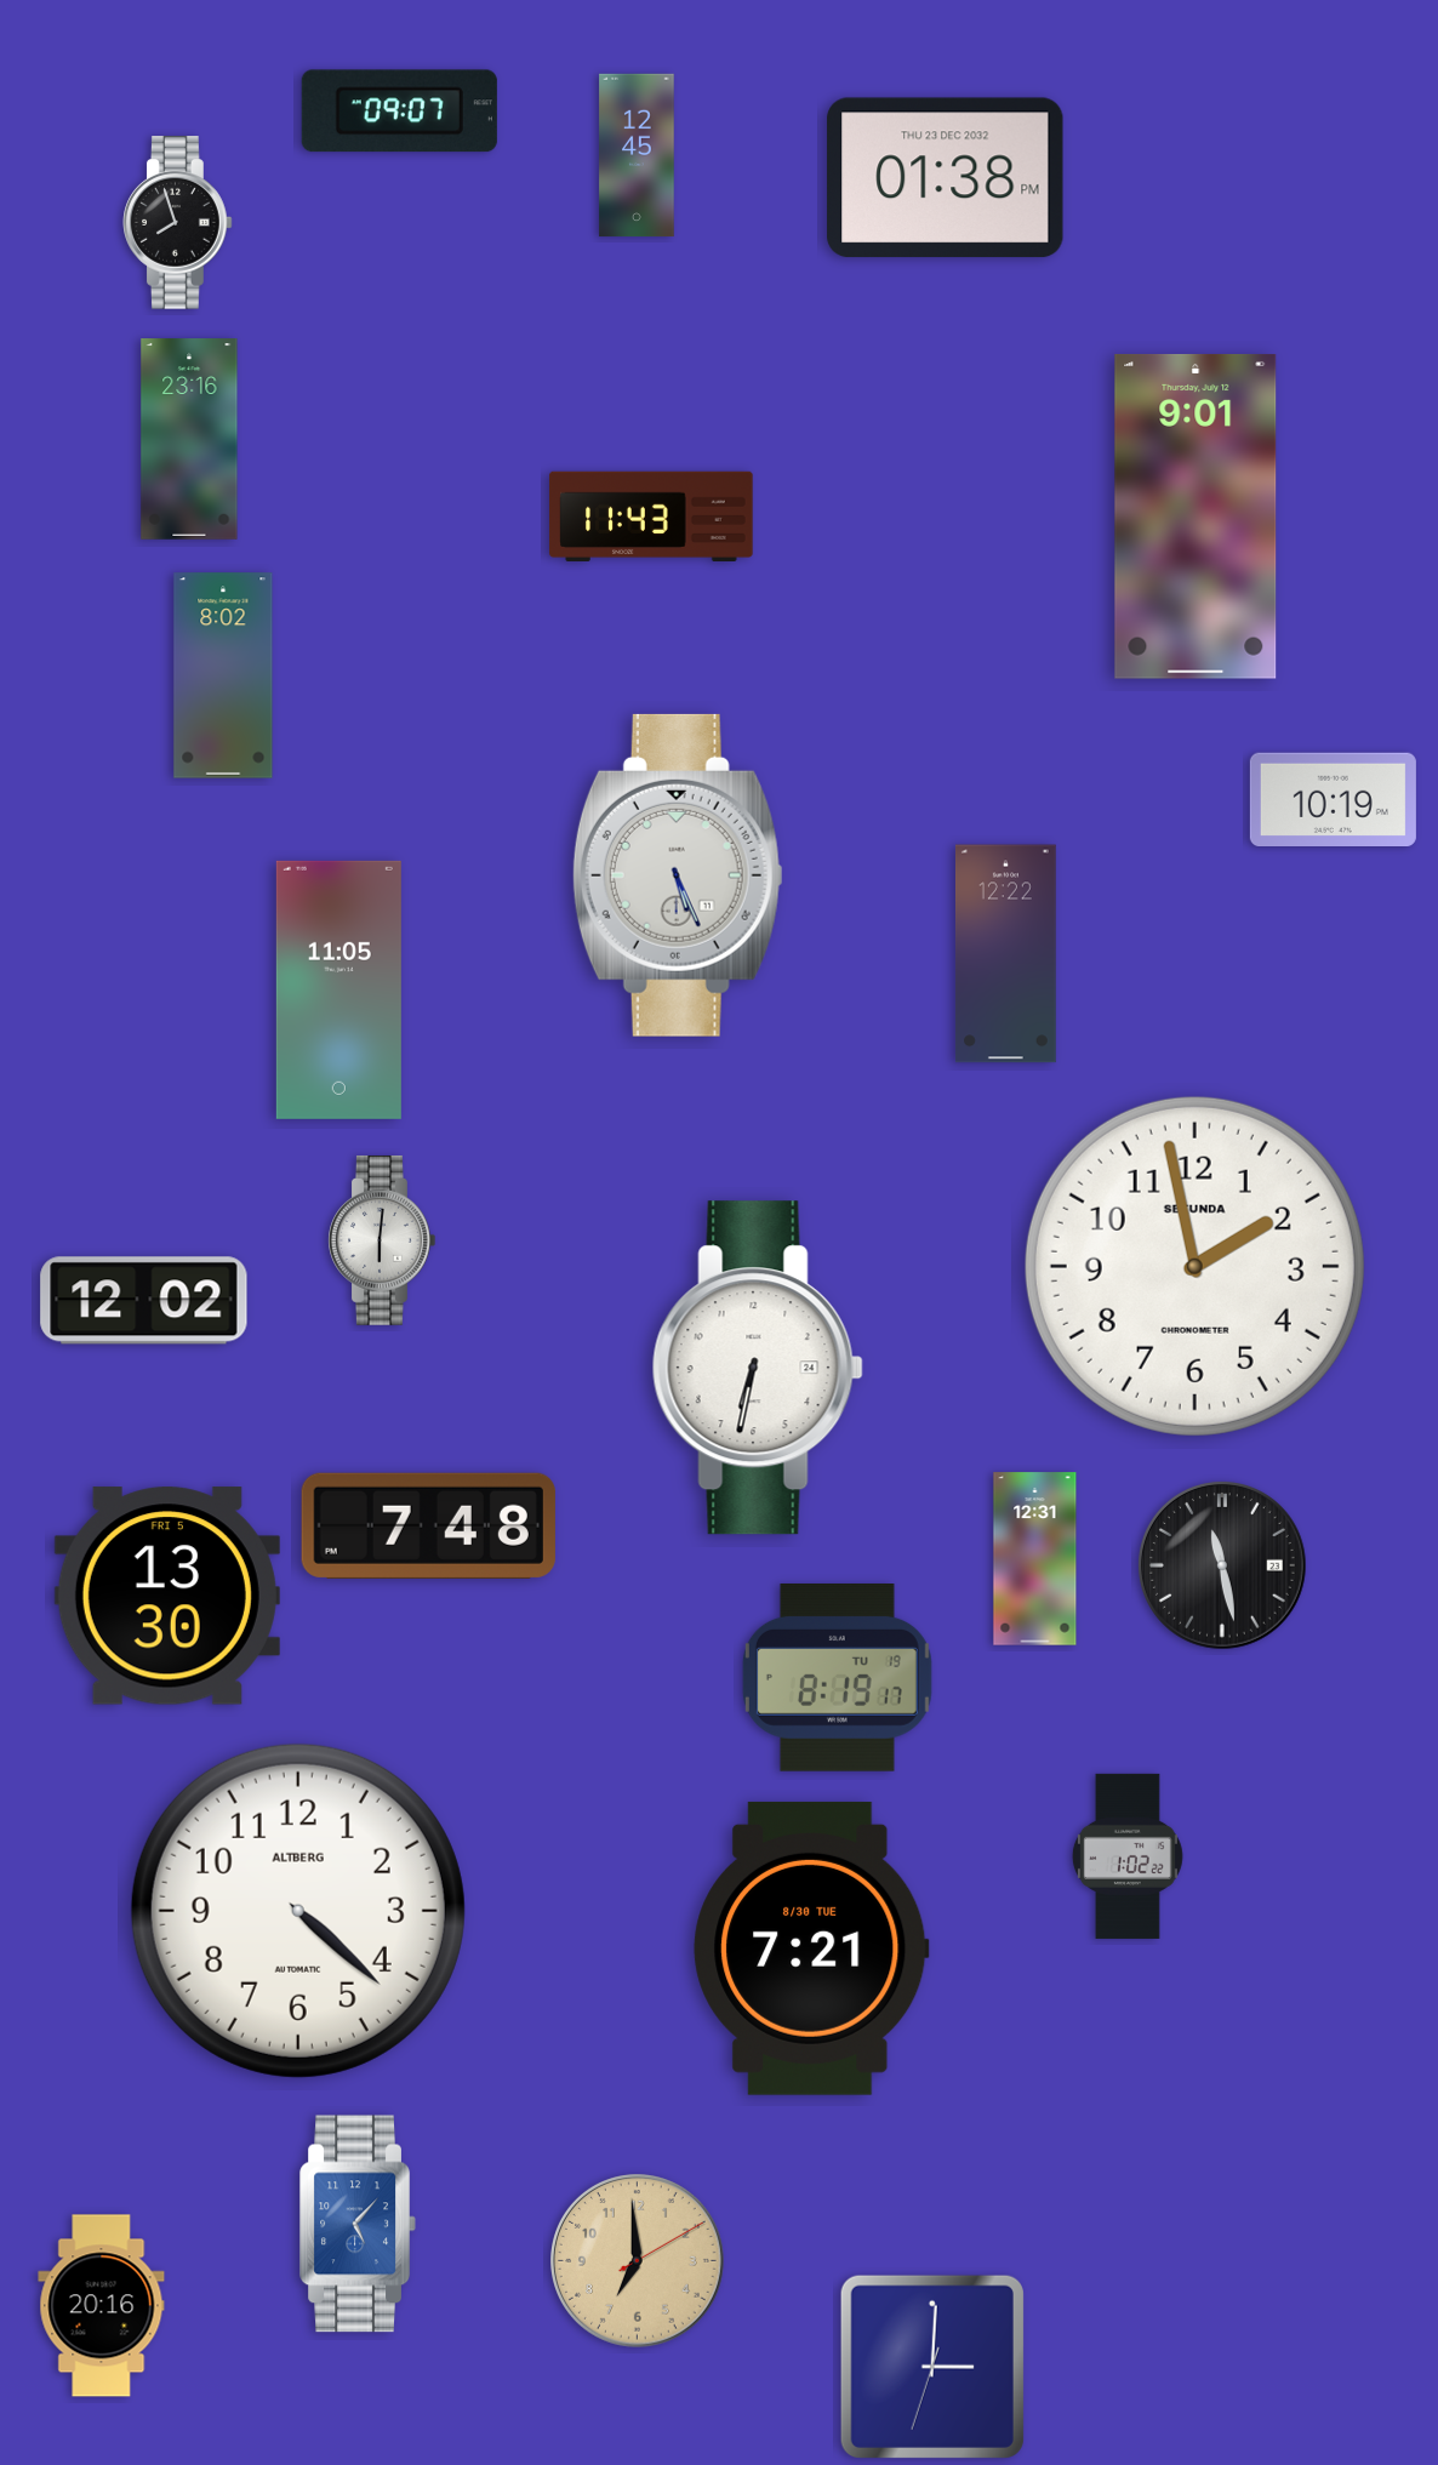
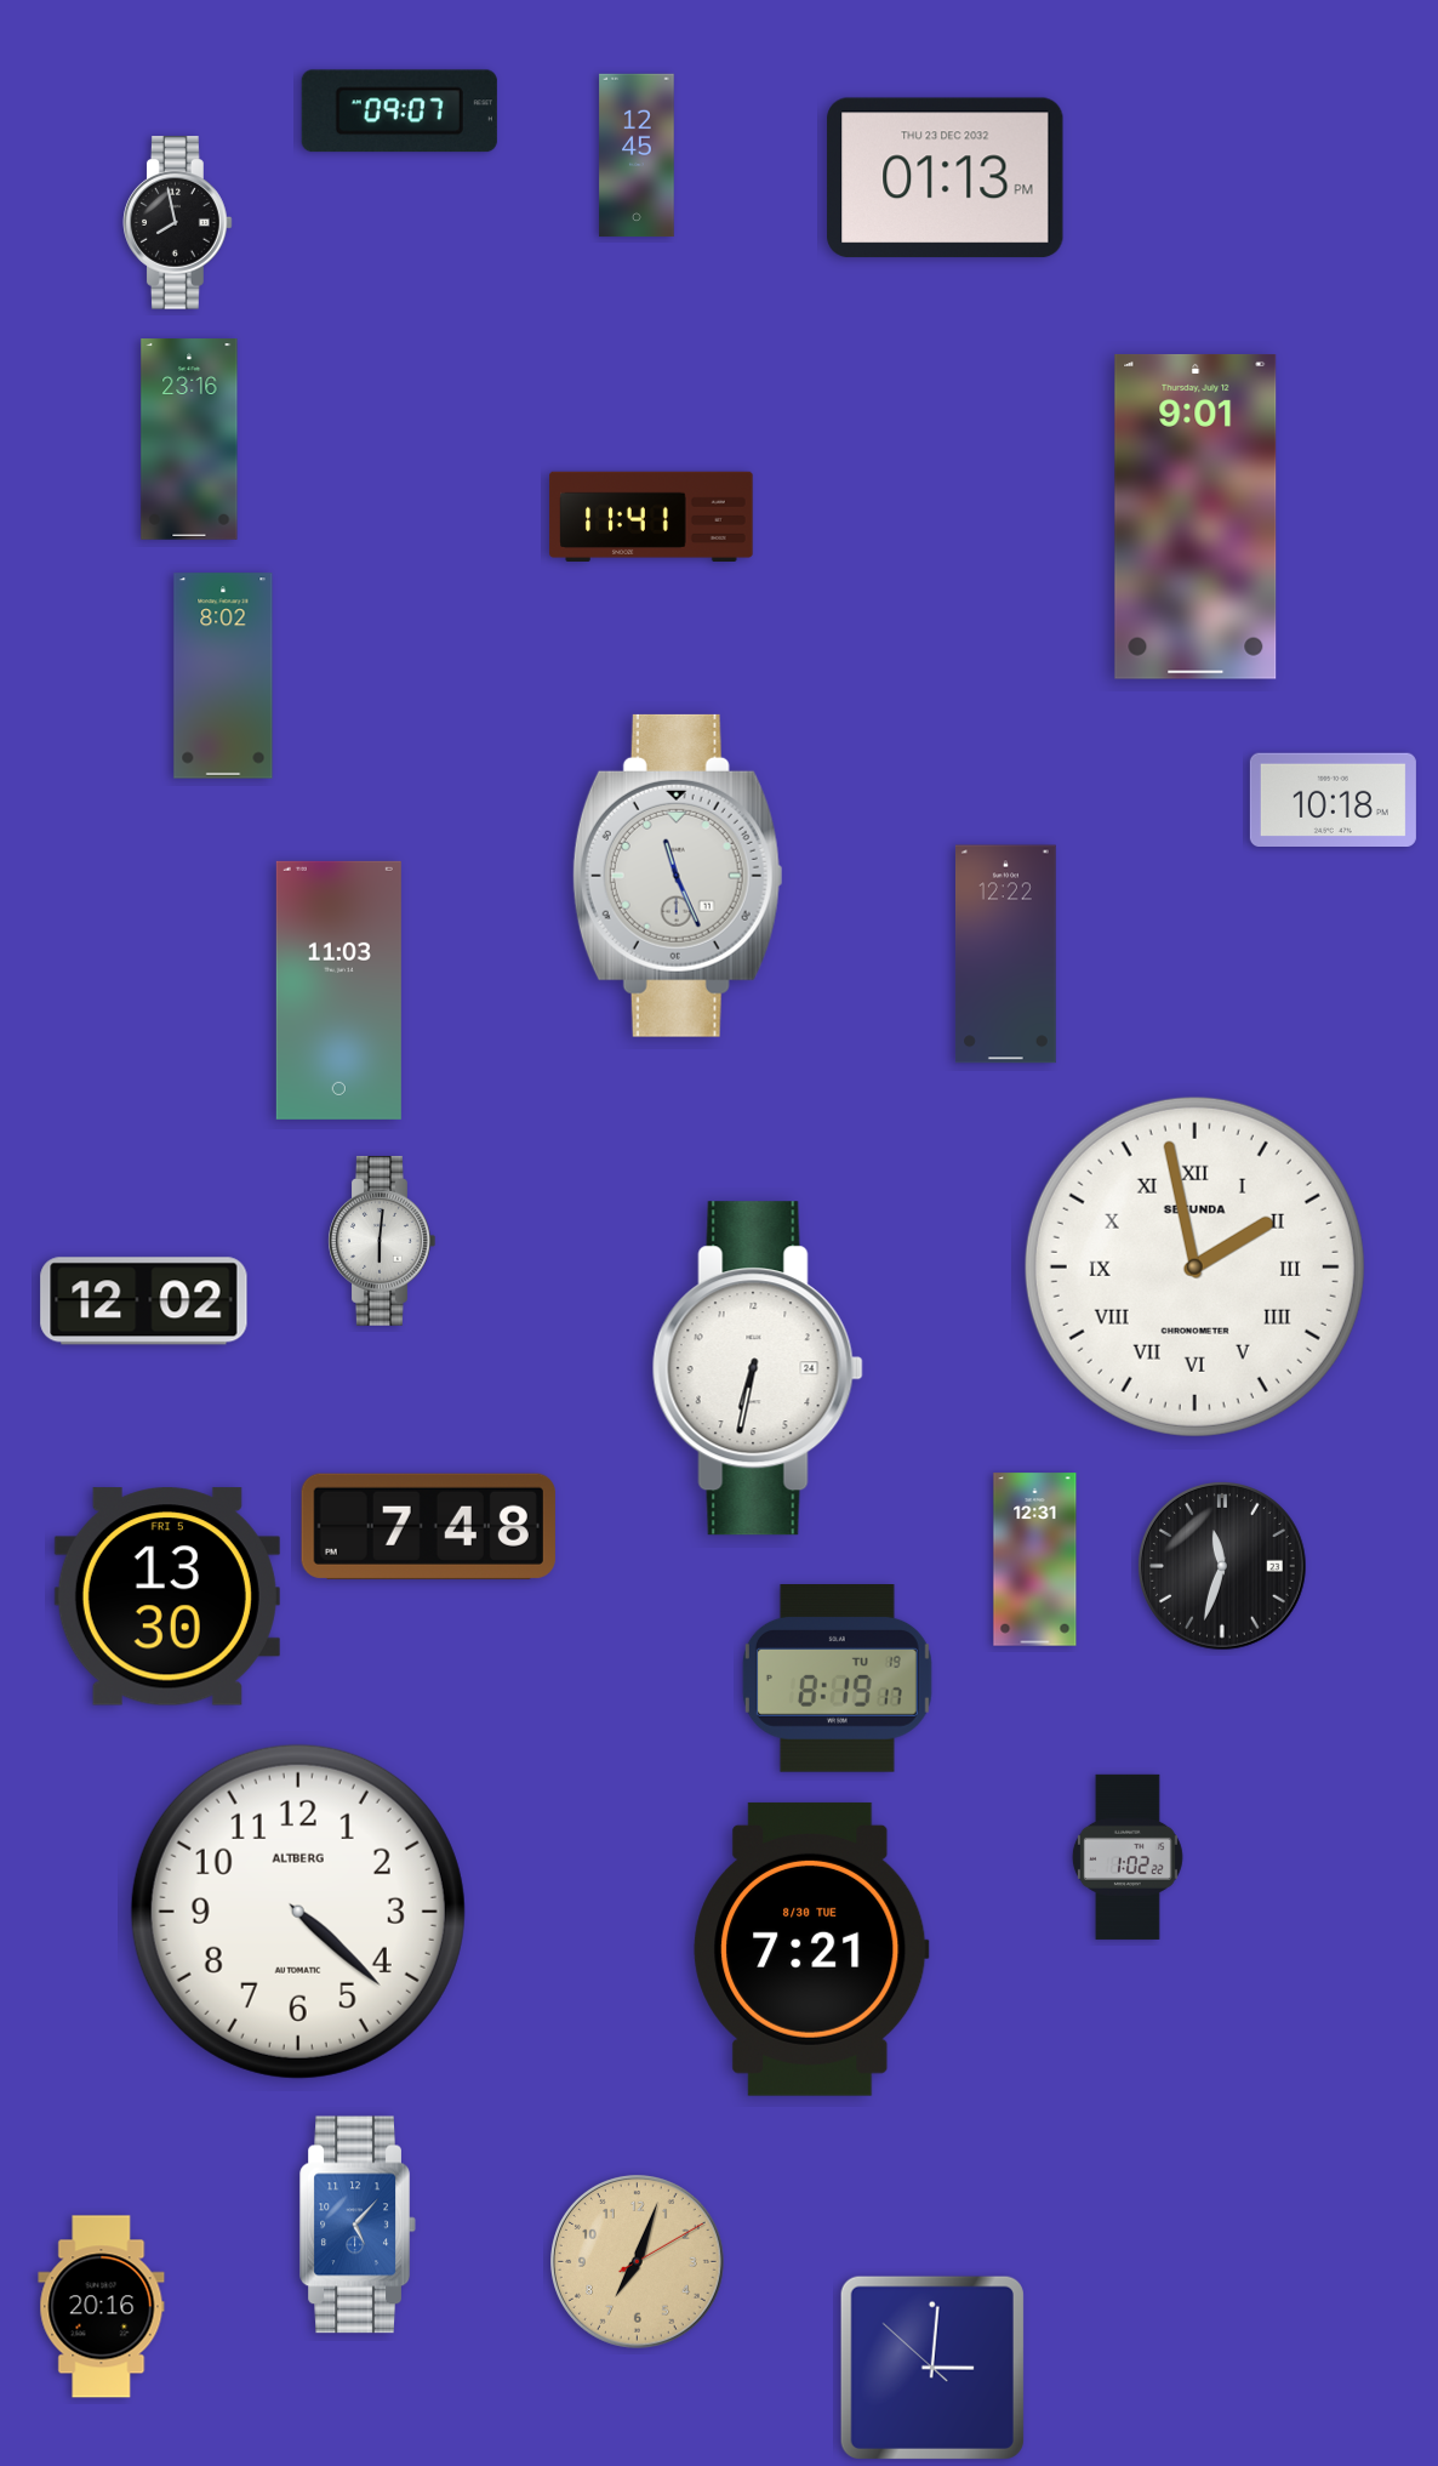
clock at (946, 178): 01:38 -> 01:13
clock at (178, 223): 7:57 -> 7:58
clock at (651, 517): 11:43 -> 11:41
clock at (1333, 799): 10:19 -> 10:18
clock at (678, 875): 5:26 -> 11:26
clock at (338, 989): 11:05 -> 11:03
clock at (1194, 1266) numerals: Arabic -> Roman
clock at (1223, 1567): 11:28 -> 11:33
clock at (638, 2261): 6:59 -> 7:03
clock at (932, 2367): 3:00:33 -> 3:00:52
